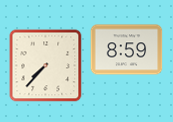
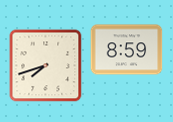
clock at (46, 66): 7:37 -> 7:42
